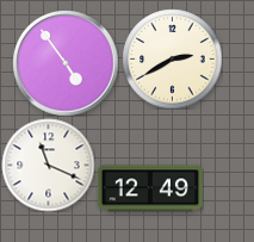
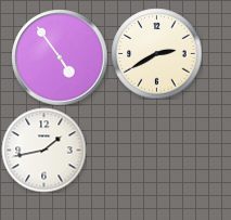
clock at (48, 165): 11:19 -> 1:43
clock at (149, 188): 12:49 -> none
